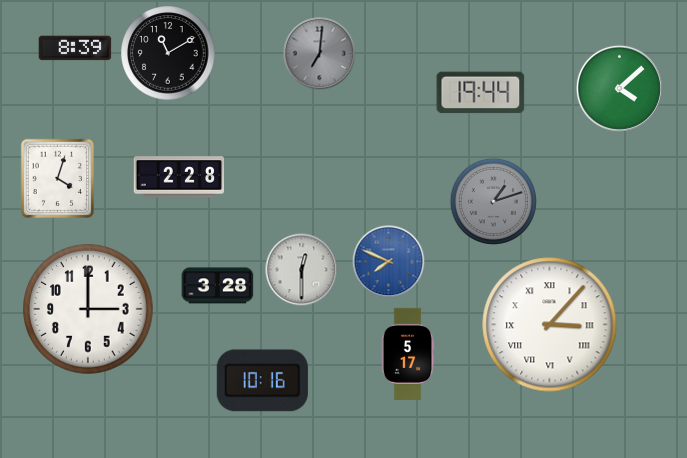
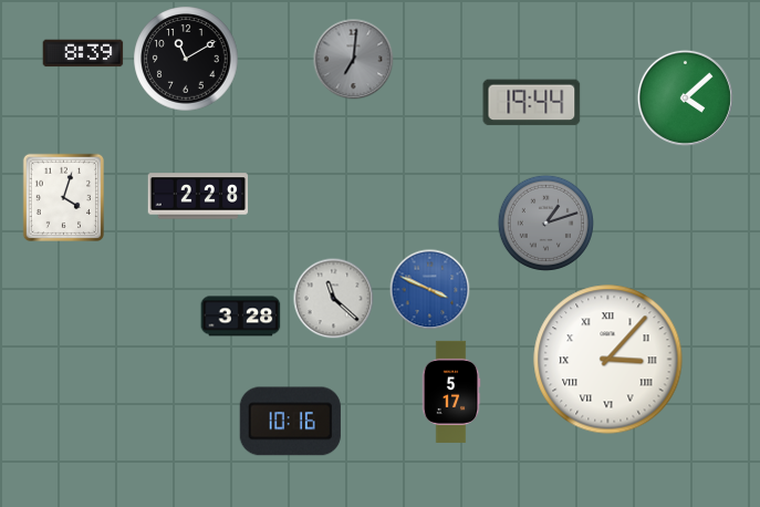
clock at (389, 262): 7:49 -> 3:49
clock at (302, 270): 12:30 -> 11:22
clock at (88, 309): 3:00 -> none
